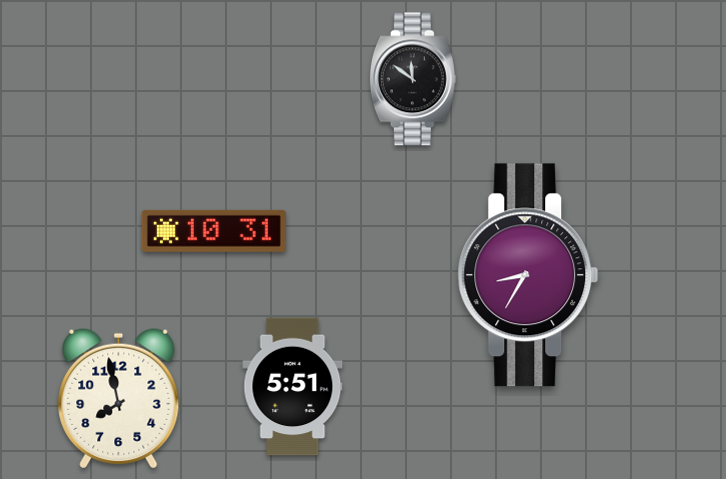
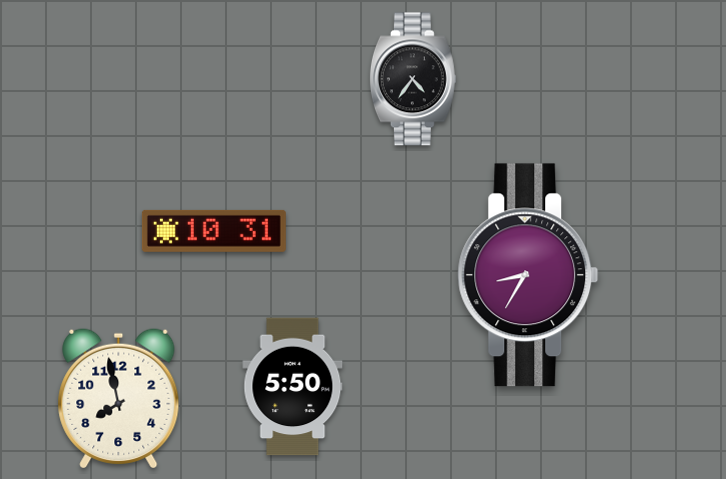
clock at (413, 79): 11:51 -> 4:36
clock at (293, 387): 5:51 -> 5:50
